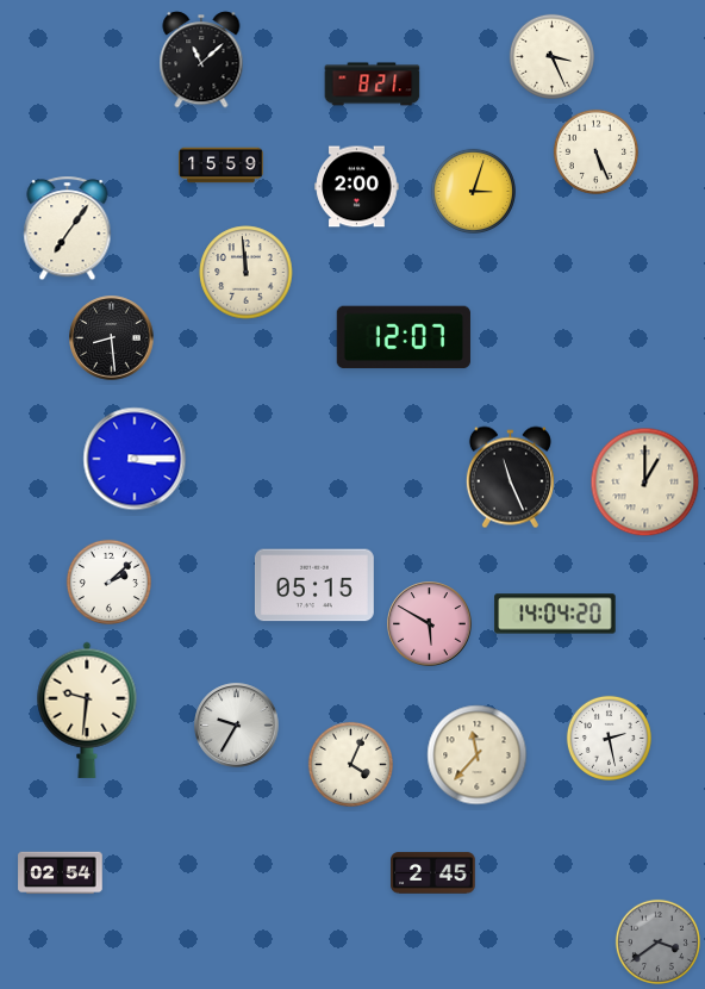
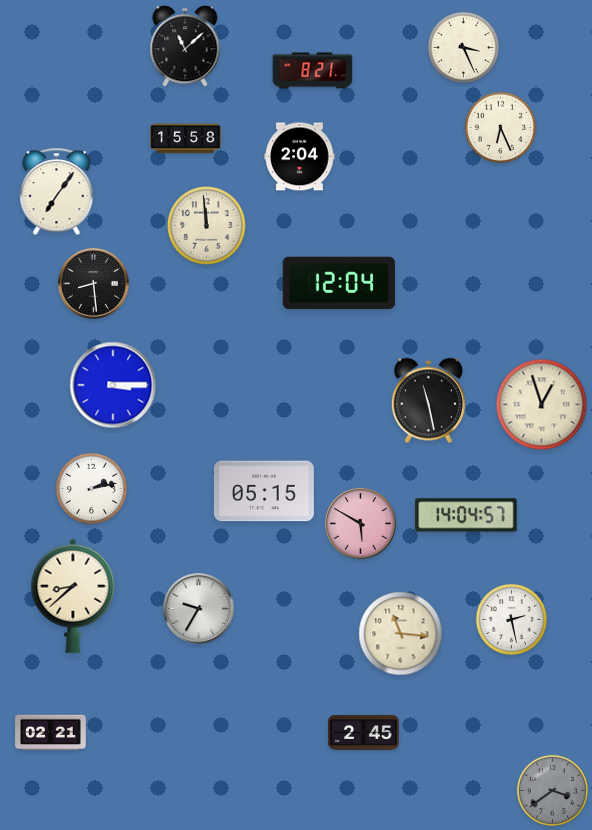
clock at (201, 60) position: (201, 60) -> (185, 46)
clock at (595, 151): 5:26 -> 6:26
clock at (222, 166): 15:59 -> 15:58
clock at (357, 187): 2:00 -> 2:04
clock at (473, 191): 3:03 -> none
clock at (247, 273) position: (247, 273) -> (207, 226)
clock at (404, 337): 12:07 -> 12:04
clock at (510, 478): 11:26 -> 11:28
clock at (645, 483): 1:00 -> 12:57
clock at (108, 581): 2:08 -> 2:13
clock at (555, 614): 14:04:20 -> 14:04:57
clock at (87, 710): 9:31 -> 8:38
clock at (478, 755): 11:37 -> 11:16
clock at (350, 764): 4:04 -> none
clock at (61, 873): 02:54 -> 02:21
